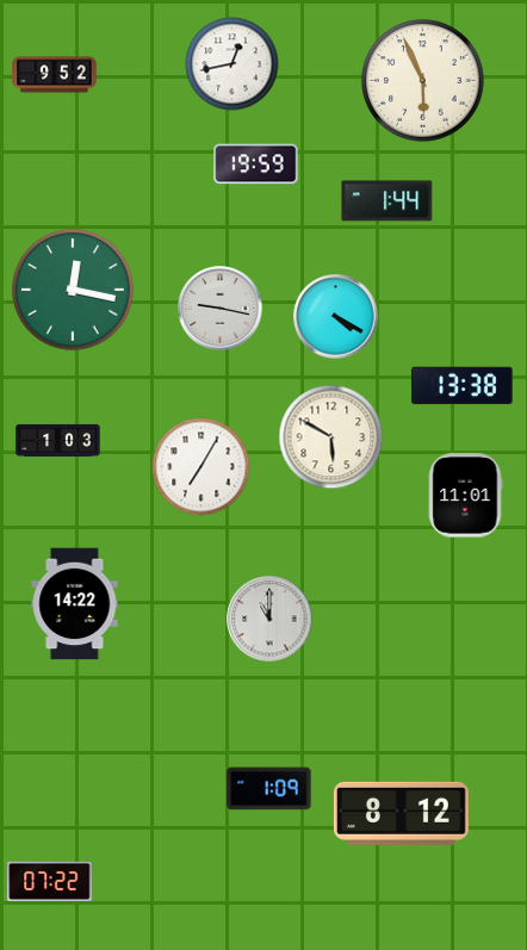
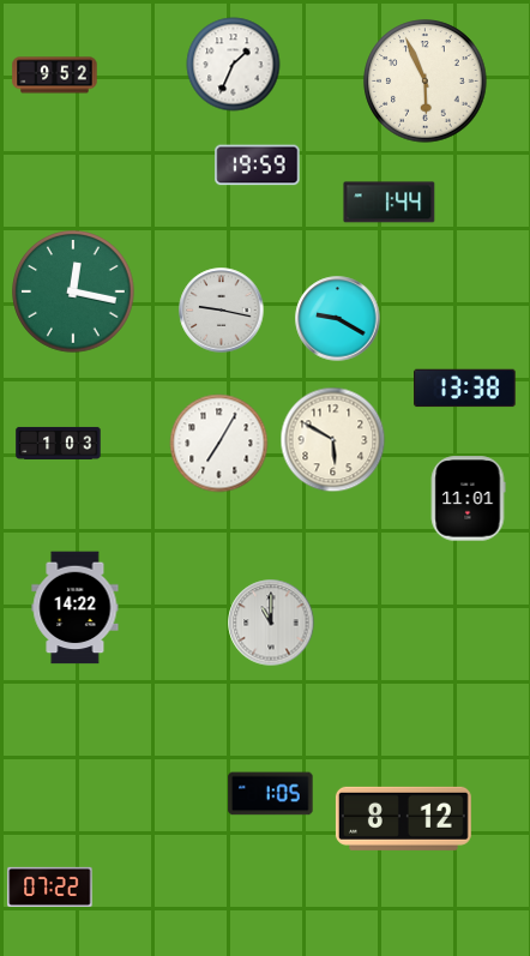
clock at (232, 64): 12:43 -> 1:34
clock at (336, 317): 4:20 -> 9:20
clock at (201, 467) position: (201, 467) -> (219, 444)
clock at (269, 789): 1:09 -> 1:05
